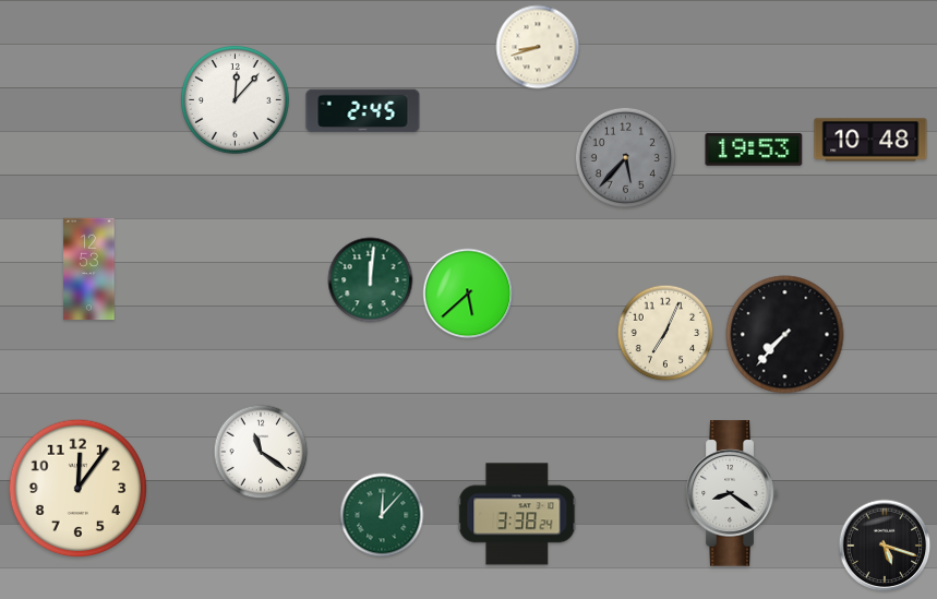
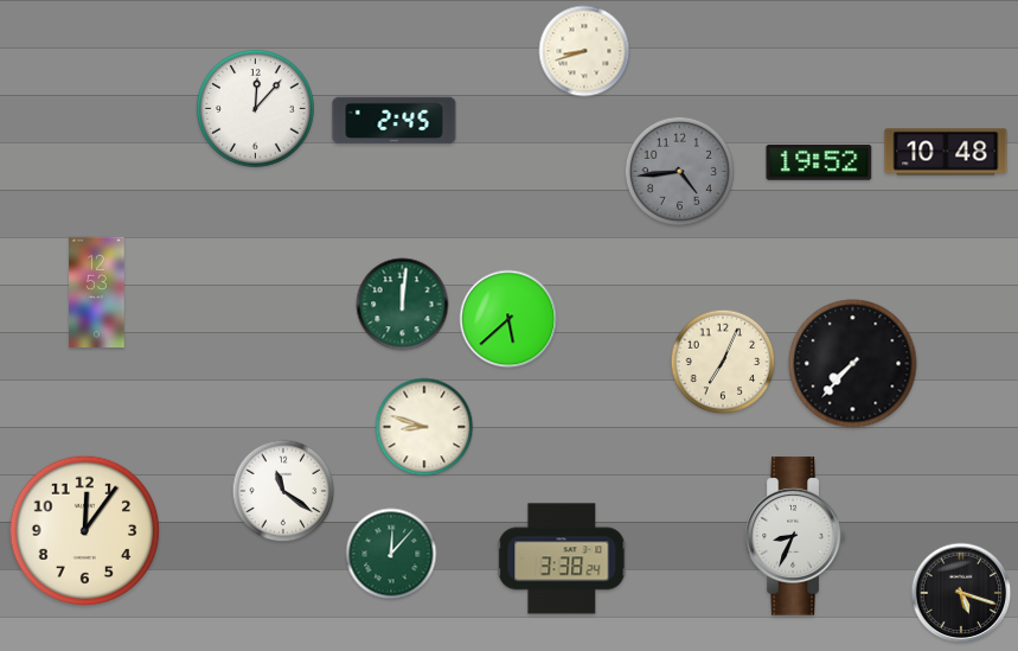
clock at (754, 151): 19:53 -> 19:52
clock at (625, 157): 5:37 -> 4:44
clock at (424, 427): none -> 8:48
clock at (732, 493): 8:21 -> 8:34
clock at (382, 515) position: (382, 515) -> (391, 554)
